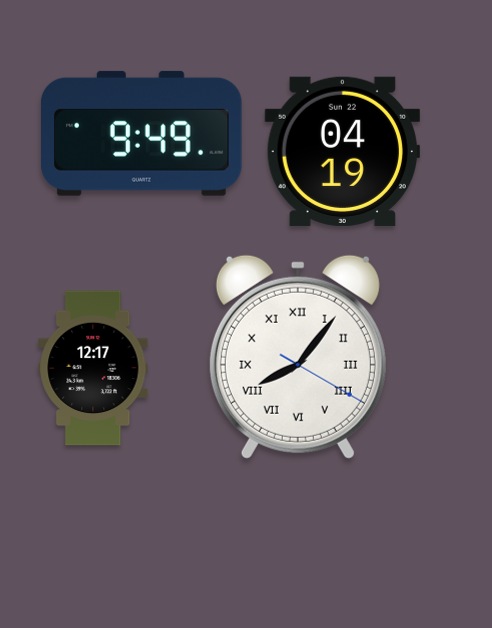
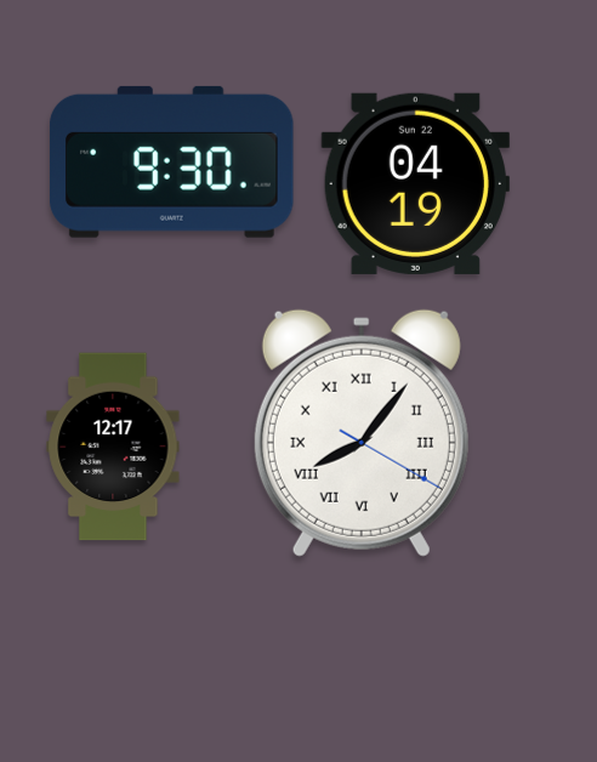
clock at (142, 133): 9:49 -> 9:30
